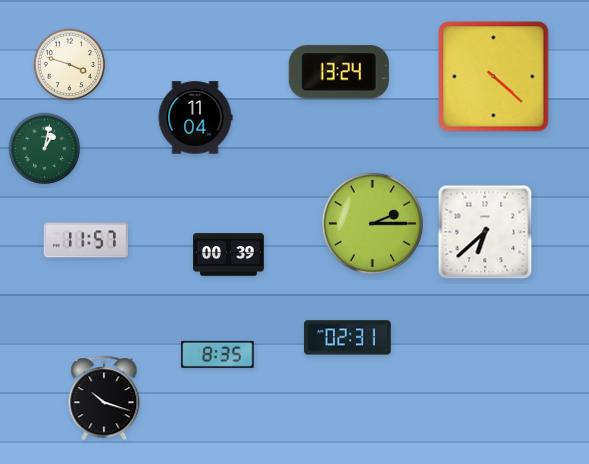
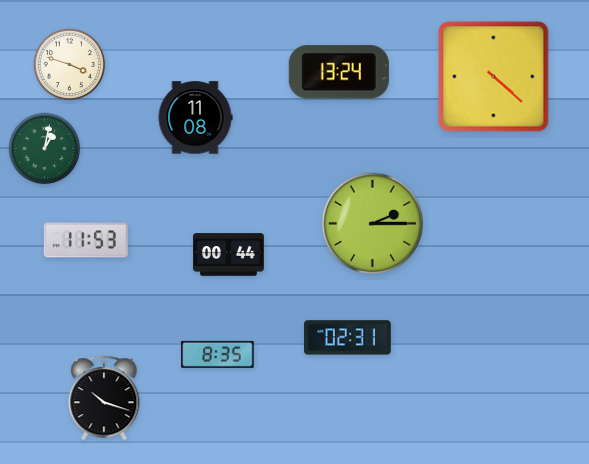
clock at (195, 118): 11:04 -> 11:08
clock at (485, 232): 6:38 -> none
clock at (86, 240): 11:57 -> 11:53
clock at (229, 255): 00:39 -> 00:44
